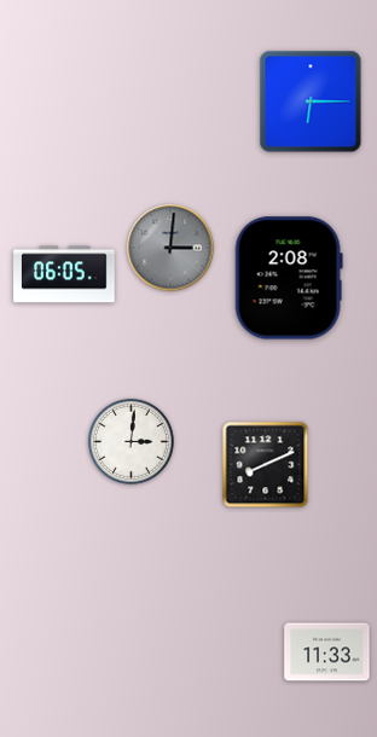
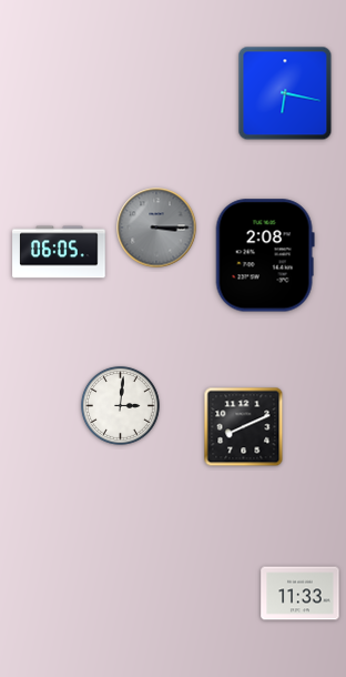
clock at (311, 101): 6:15 -> 6:17
clock at (170, 248): 3:01 -> 3:15
clock at (327, 652) position: (327, 652) -> (301, 594)
